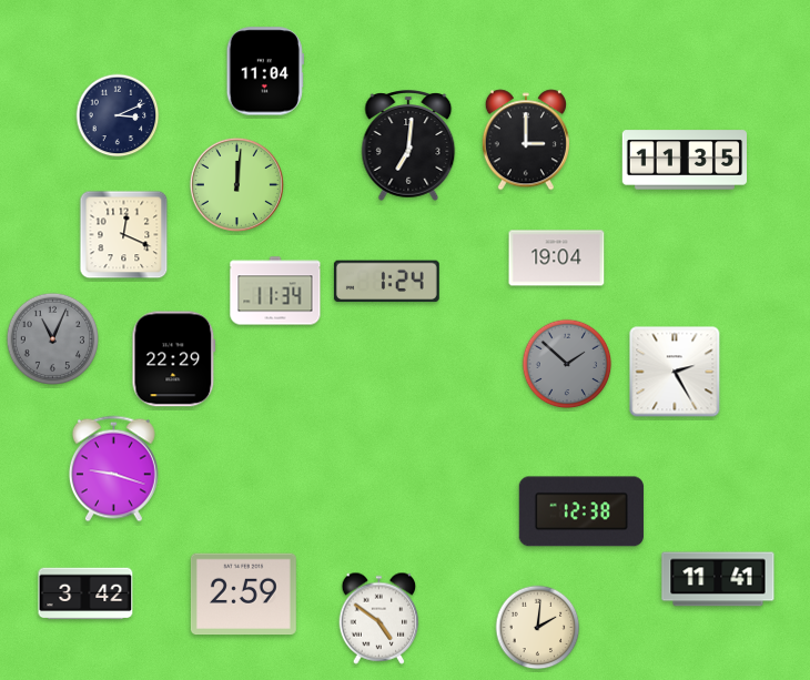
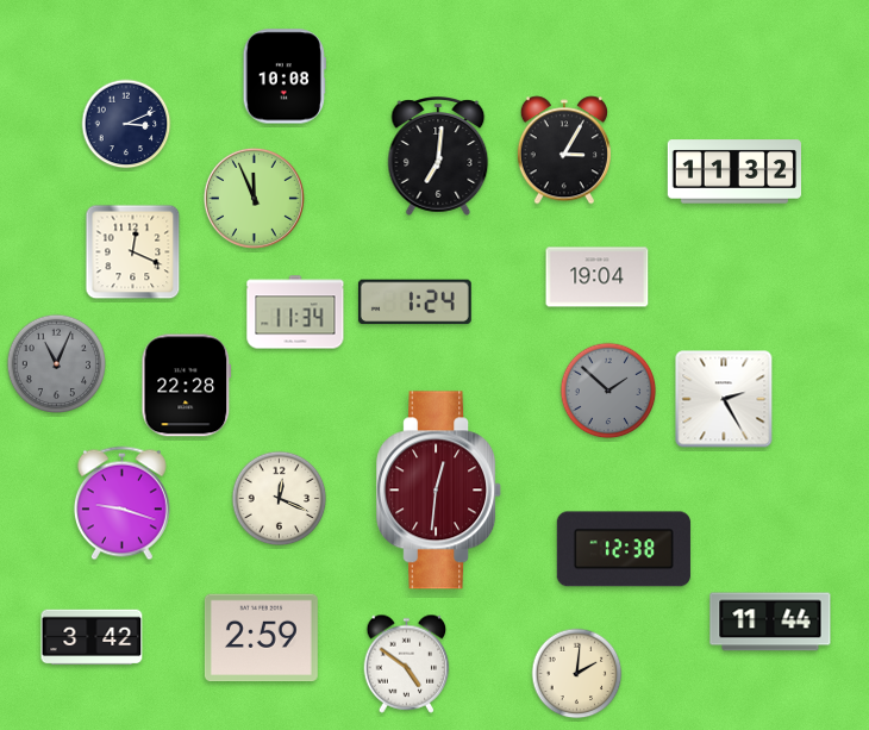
clock at (265, 71): 11:04 -> 10:08
clock at (526, 140): 3:00 -> 3:05
clock at (684, 160): 11:35 -> 11:32
clock at (236, 184): 12:01 -> 11:56
clock at (174, 359): 22:29 -> 22:28
clock at (439, 491): none -> 12:31
clock at (280, 499): none -> 12:19
clock at (718, 579): 11:41 -> 11:44
